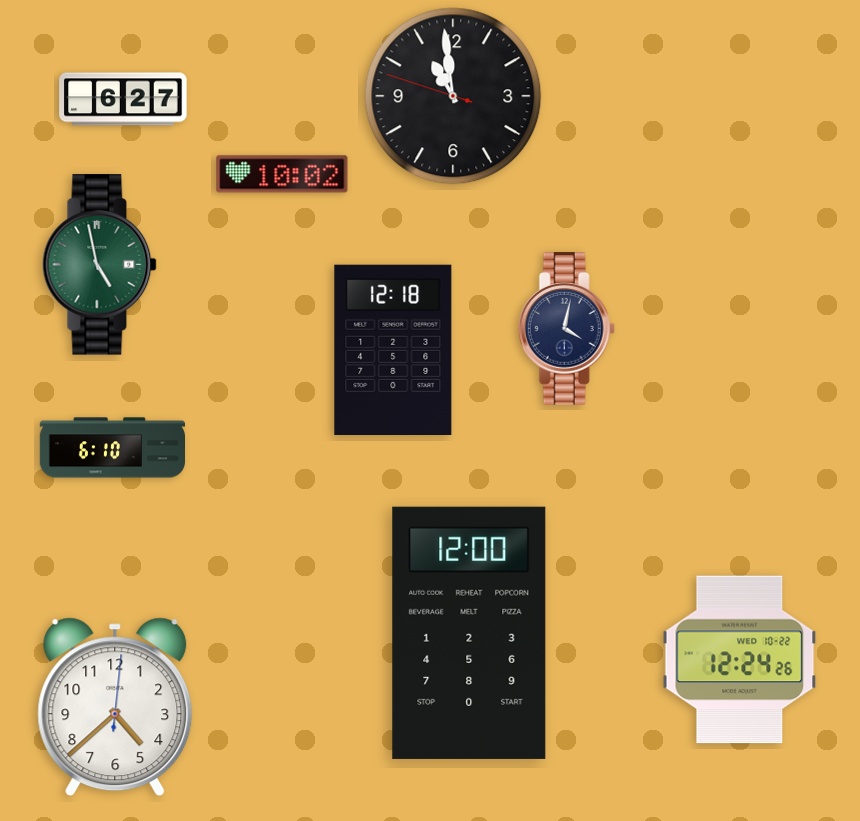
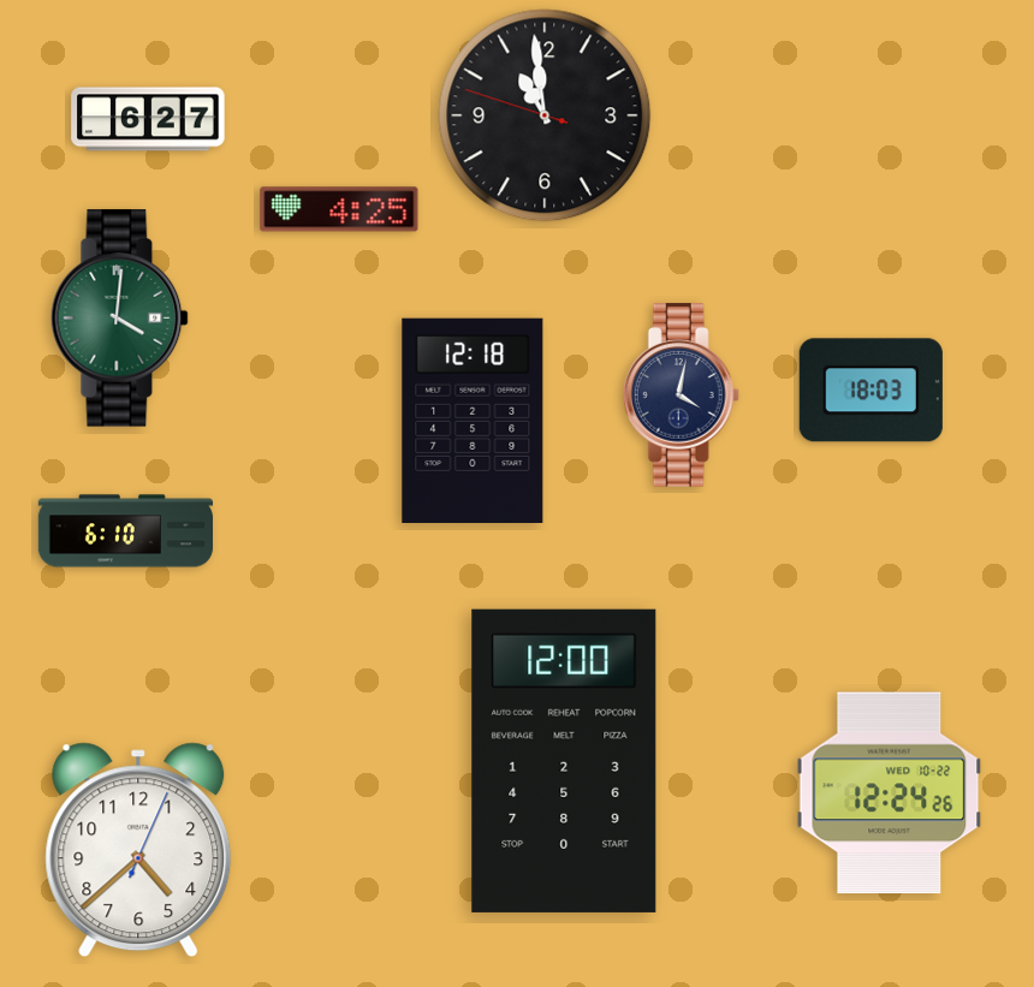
clock at (282, 174): 10:02 -> 4:25
clock at (100, 265): 4:58 -> 4:01
clock at (870, 391): none -> 18:03
clock at (112, 448) position: (112, 448) -> (125, 531)
clock at (115, 707): 4:38:01 -> 4:38:04
